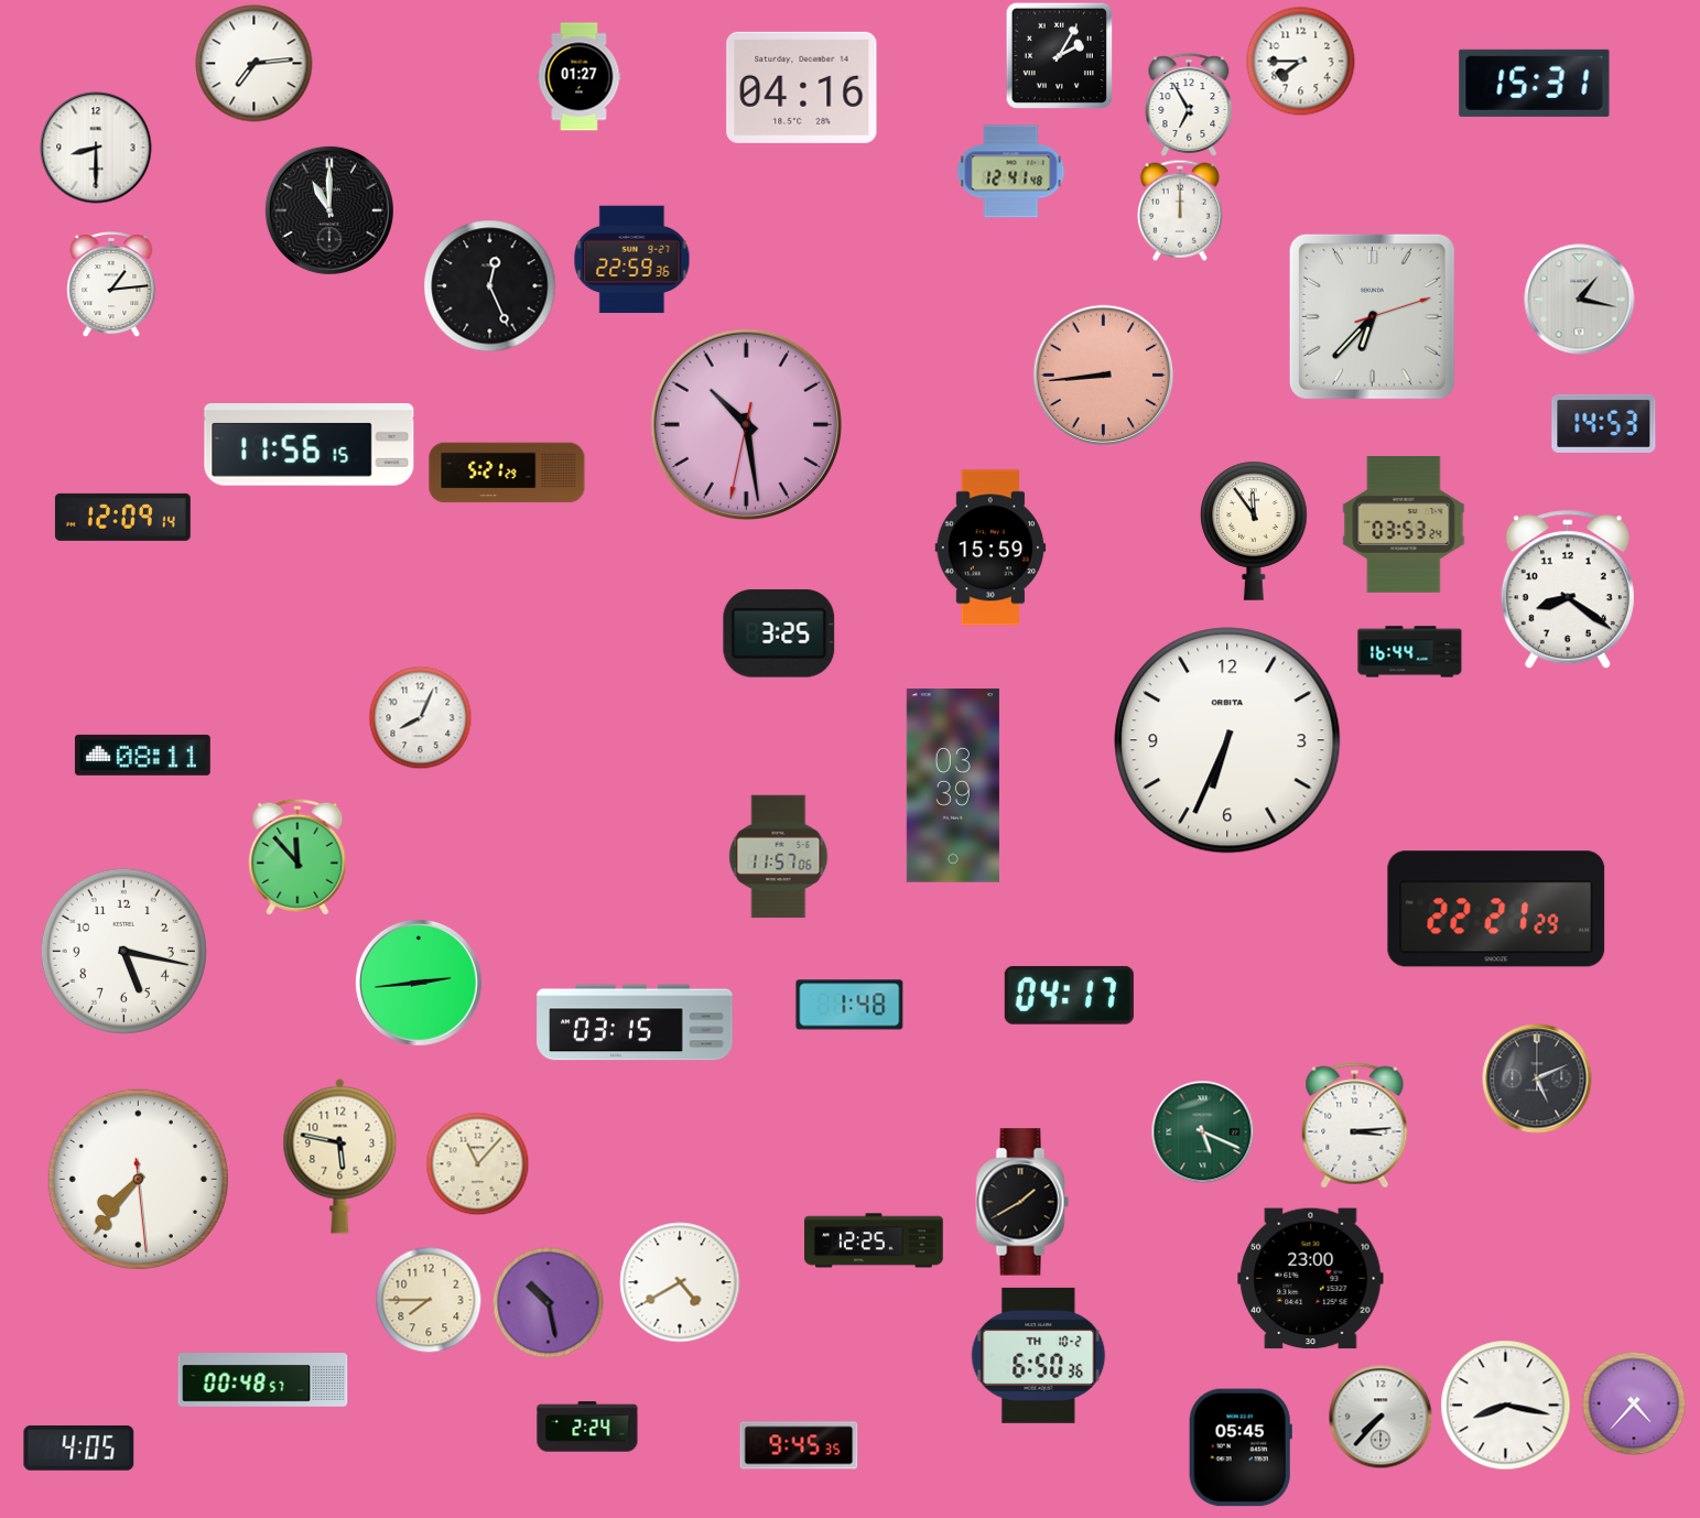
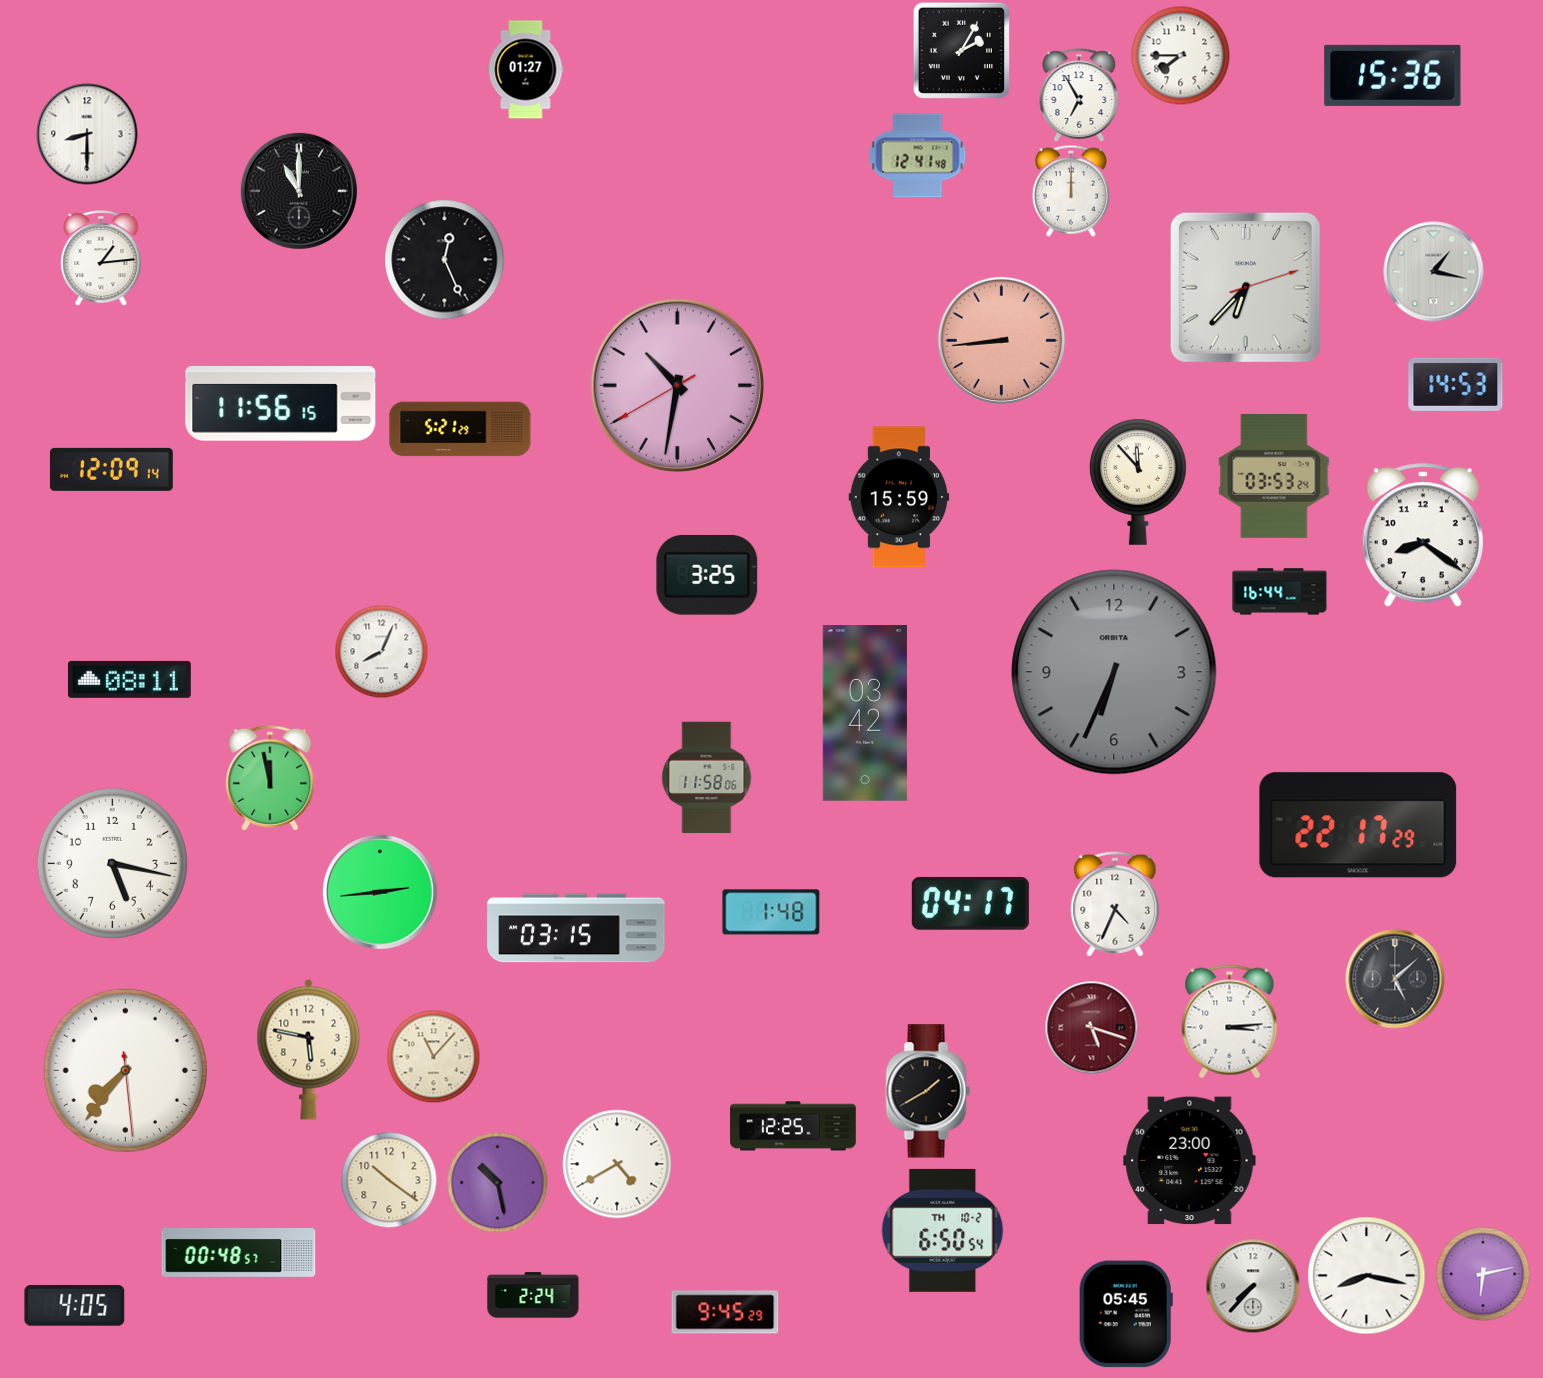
clock at (255, 64): 7:14 -> none
clock at (1535, 83): 15:31 -> 15:36
clock at (802, 87): 04:16 -> none
clock at (632, 260): 22:59 -> none
clock at (746, 424): 10:28 -> 10:31
clock at (1254, 531): 11:54 -> 11:53
clock at (1227, 740) dial: white -> grey
clock at (142, 755) position: (142, 755) -> (129, 679)
clock at (953, 785): 03:39 -> 03:42
clock at (297, 857): 11:53 -> 11:58
clock at (779, 857): 11:57 -> 11:58
clock at (1496, 909): 22:21 -> 22:17
clock at (1115, 904): none -> 4:34
clock at (1537, 1078): 5:11 -> 5:08
clock at (1202, 1131): 5:19 -> 5:18
clock at (1202, 1131) dial: green -> burgundy
clock at (429, 1300): 7:45 -> 10:21
clock at (1039, 1355): 6:50:36 -> 6:50:54
clock at (1634, 1403): 4:37 -> 6:13
clock at (799, 1445): 9:45:35 -> 9:45:29
clock at (79, 1449) position: (79, 1449) -> (75, 1306)
